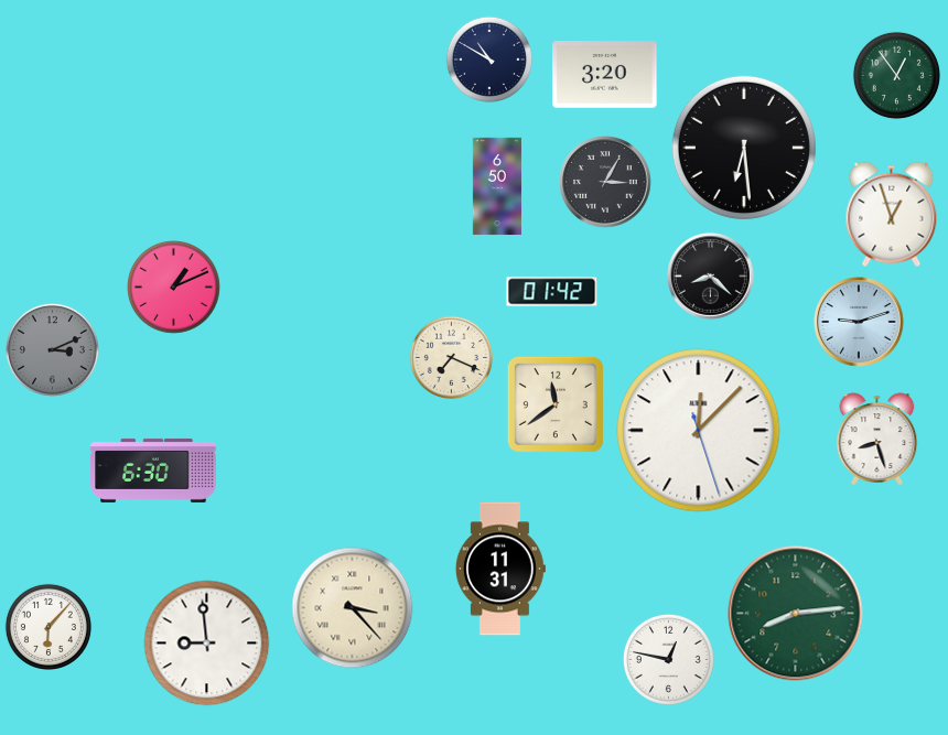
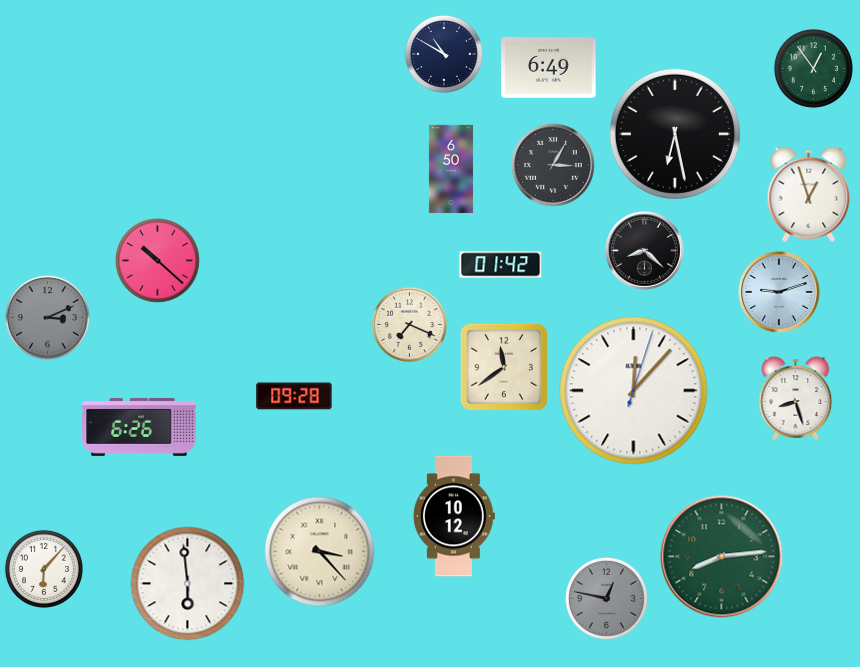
clock at (605, 75): 3:20 -> 6:49
clock at (744, 148): 6:29 -> 6:28
clock at (605, 182) position: (605, 182) -> (553, 165)
clock at (174, 288): 1:11 -> 10:22
clock at (699, 431): 12:07:27 -> 12:07:03
clock at (294, 396): none -> 09:28
clock at (153, 471): 6:30 -> 6:26
clock at (500, 569): 11:31 -> 10:12
clock at (207, 644): 8:59 -> 5:59
clock at (668, 659) dial: white -> grey
